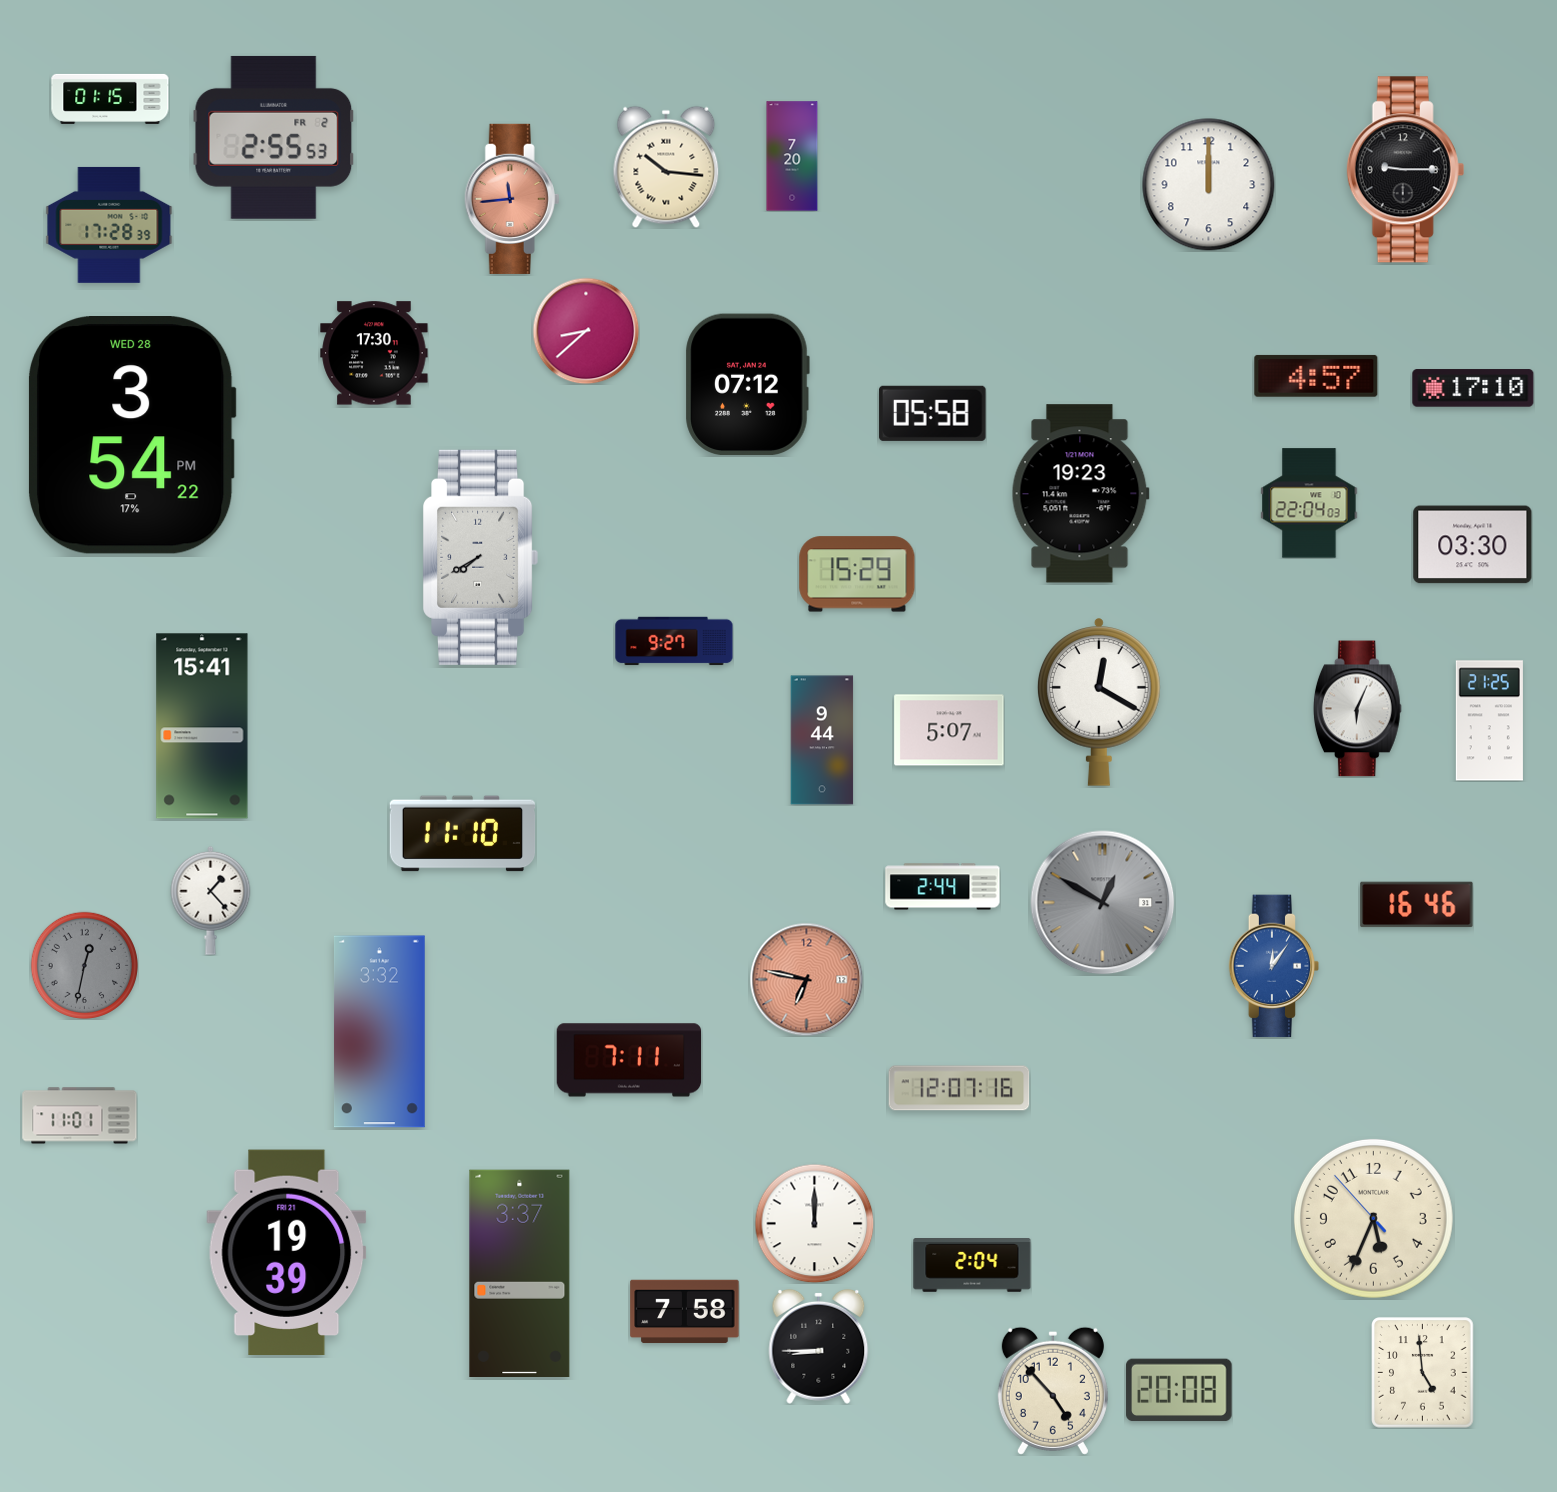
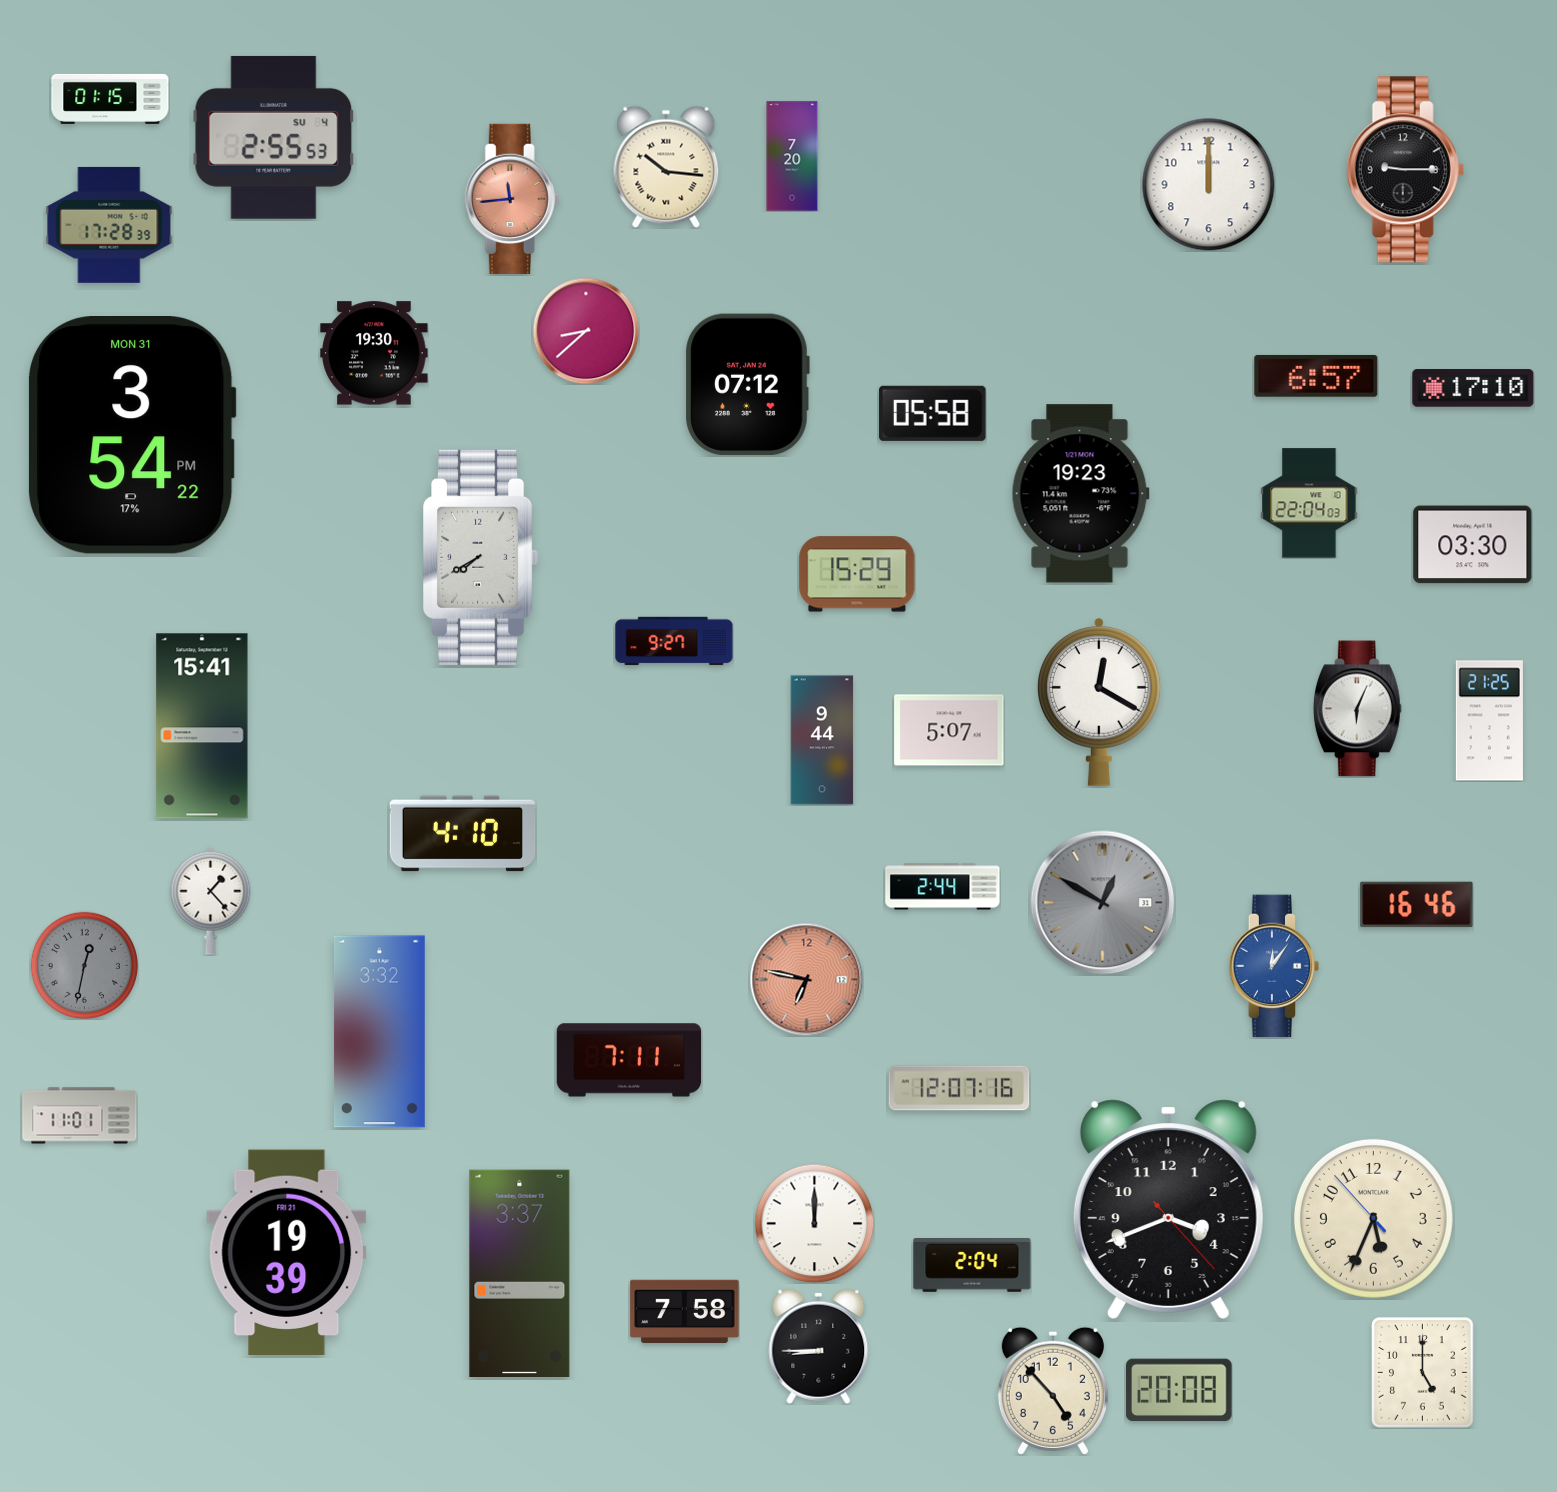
clock at (274, 137) date: FR 2 -> SU 4
clock at (374, 353): 17:30 -> 19:30
clock at (1316, 376): 4:57 -> 6:57
clock at (132, 436) date: WED 28 -> MON 31
clock at (463, 834): 11:10 -> 4:10
clock at (1168, 1209): none -> 3:41
clock at (1423, 1373): 4:59 -> 5:00
